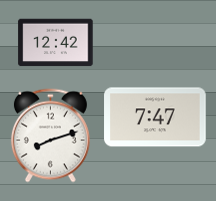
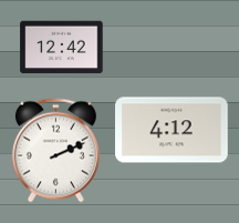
clock at (155, 117): 7:47 -> 4:12
clock at (50, 136): 8:12 -> 2:11
